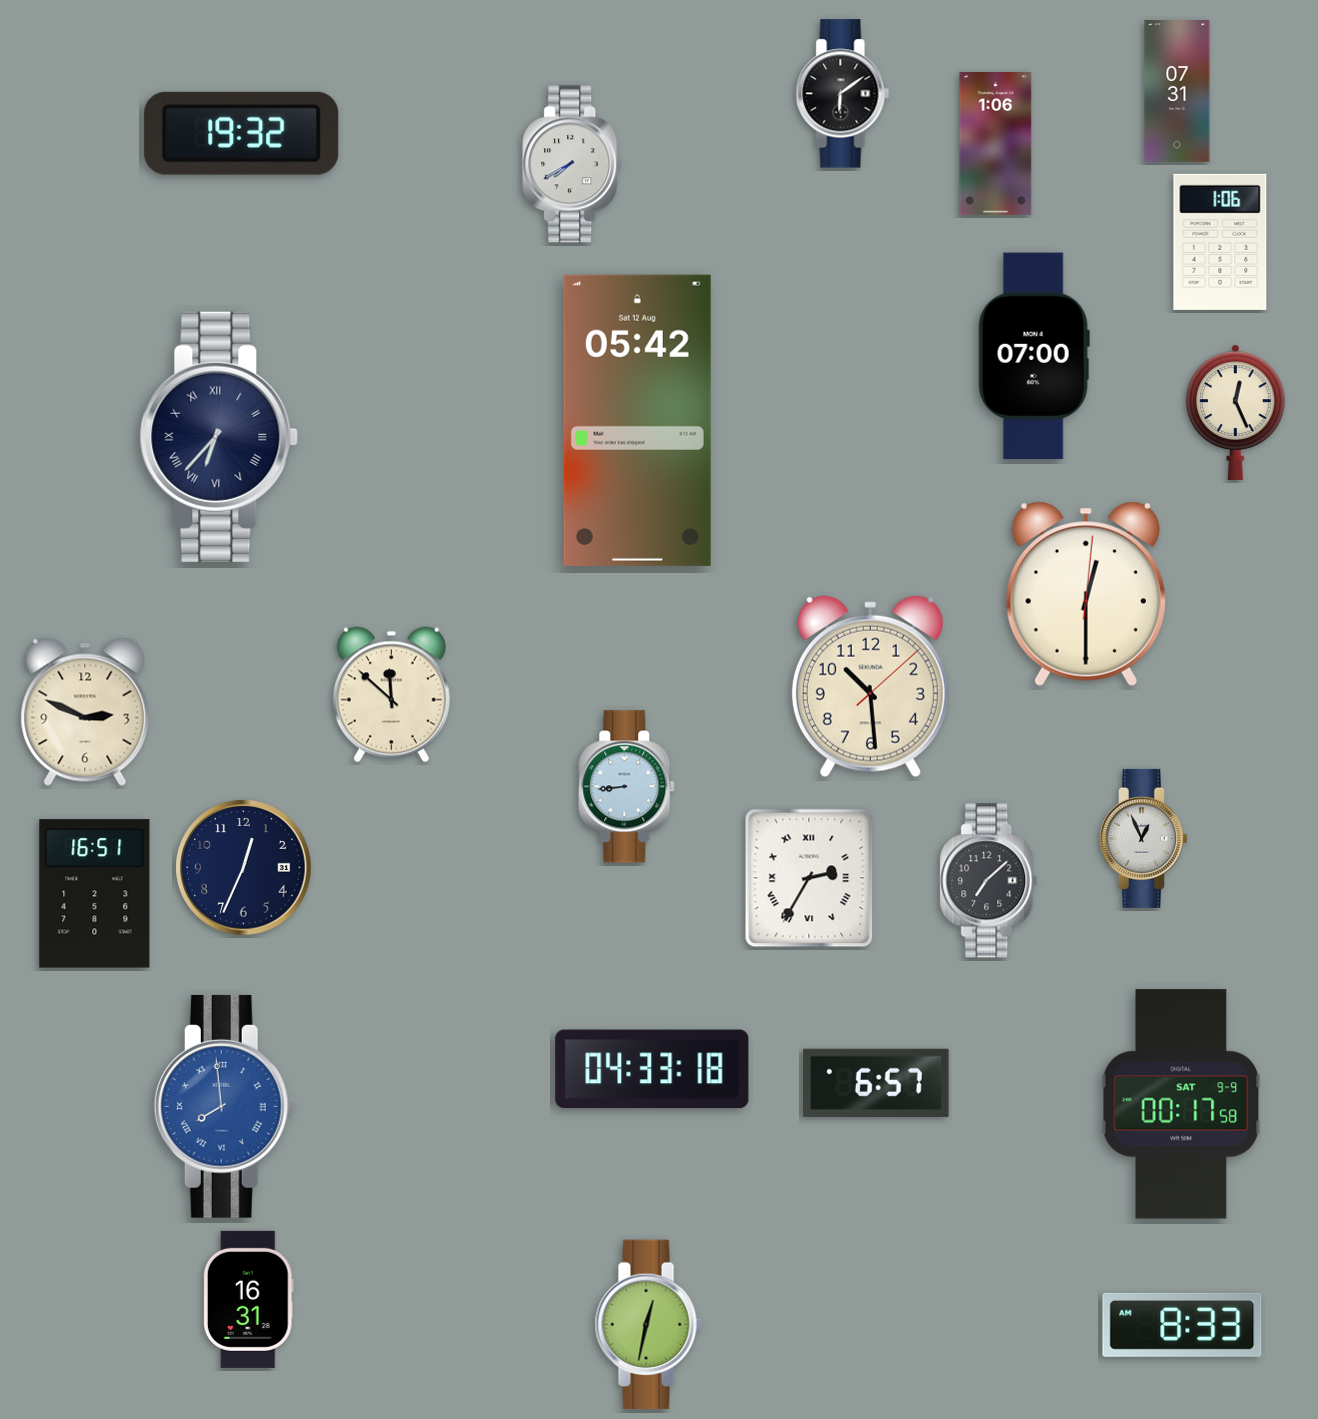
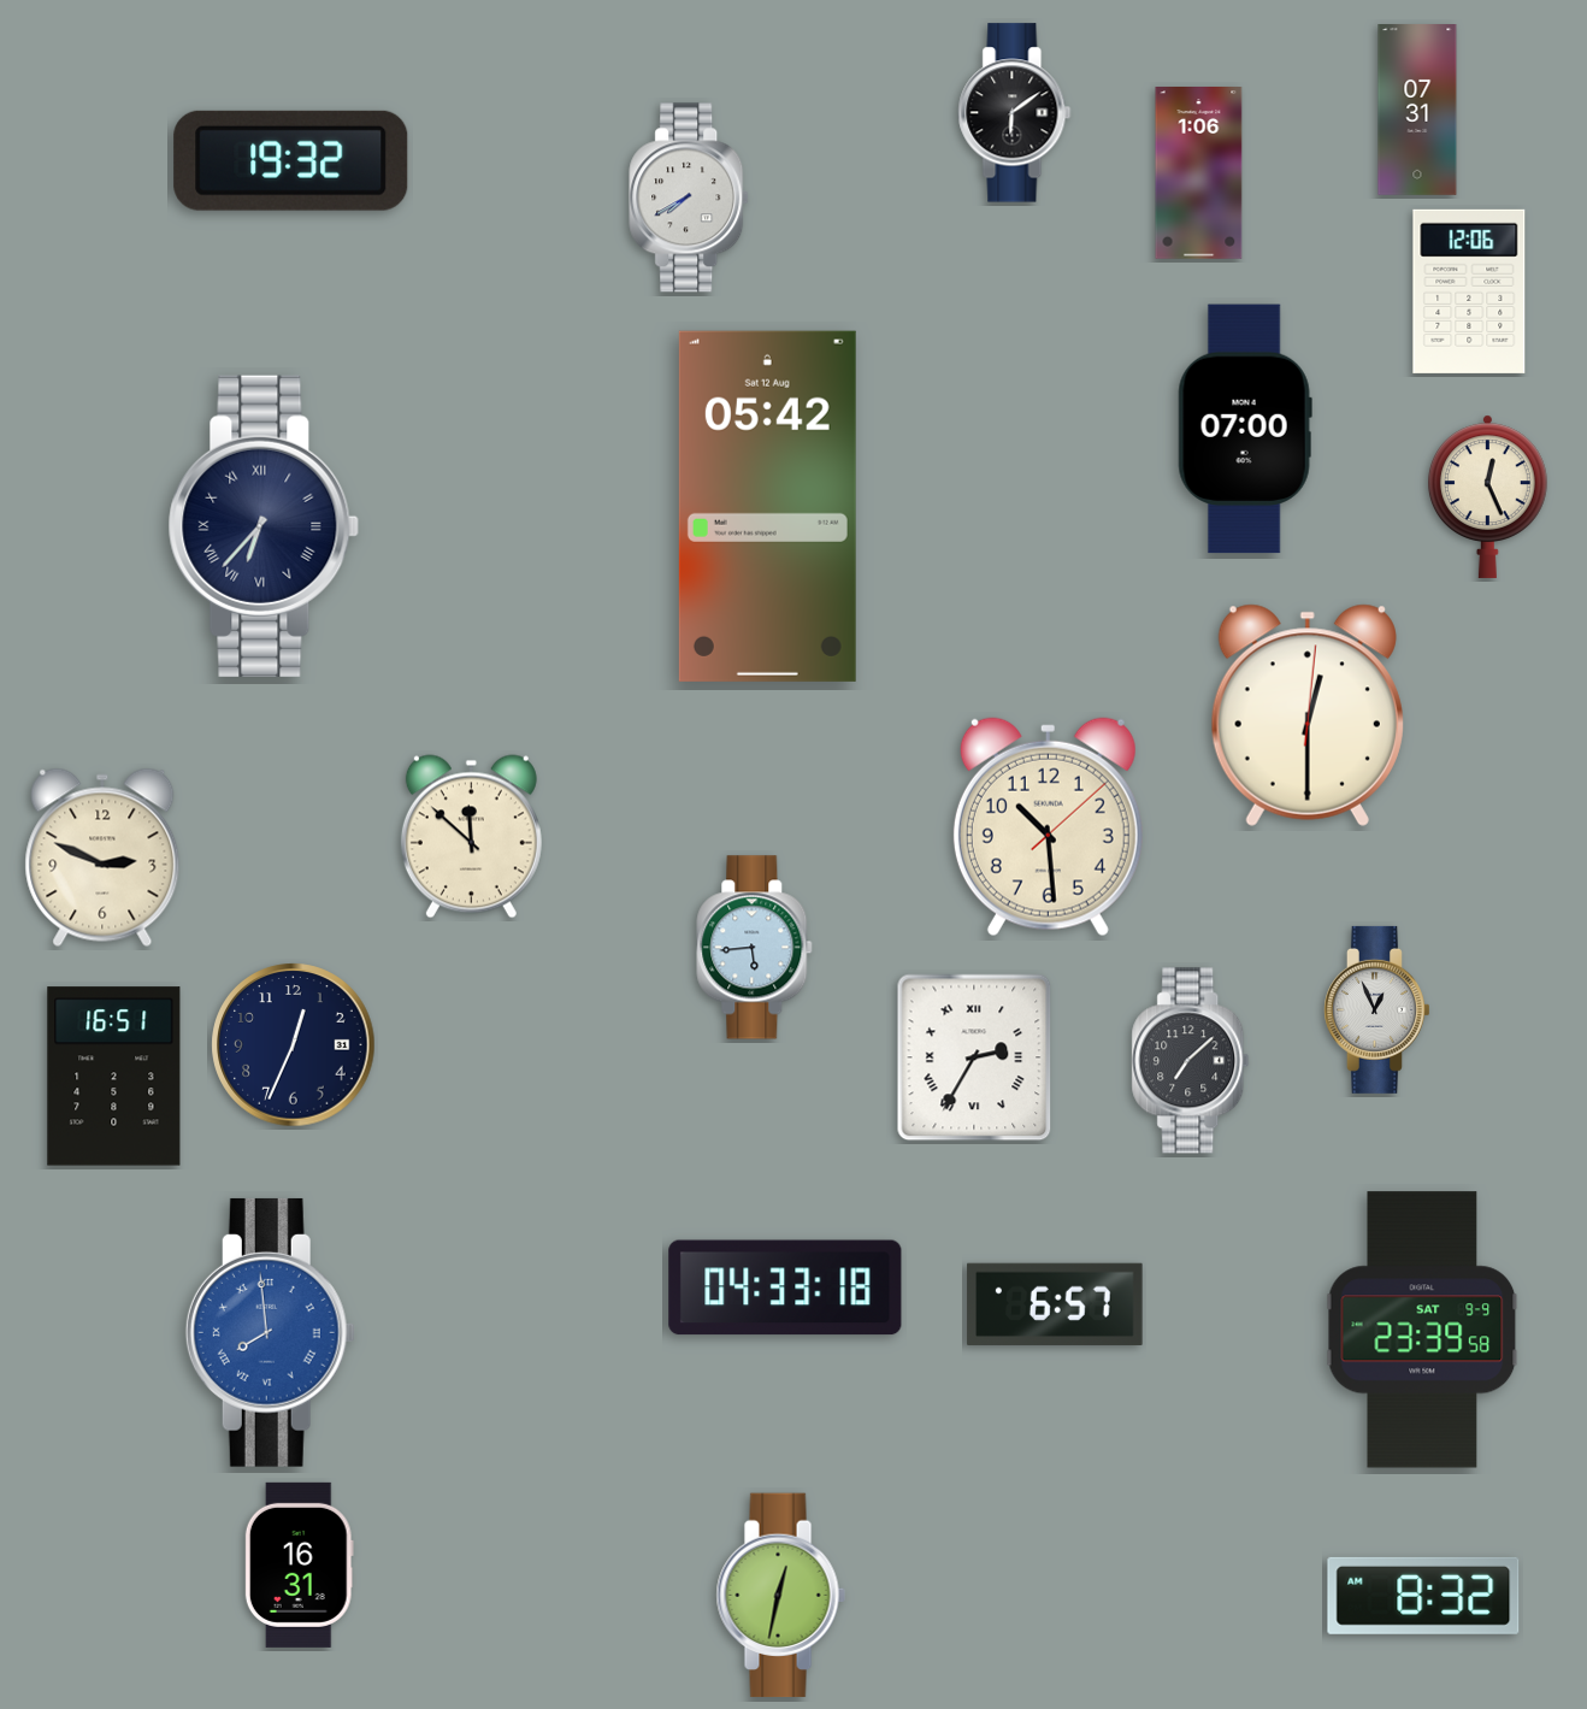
clock at (1220, 242): 1:06 -> 12:06
clock at (627, 787): 8:44 -> 5:44
clock at (1181, 1104): 00:17 -> 23:39
clock at (1182, 1325): 8:33 -> 8:32
